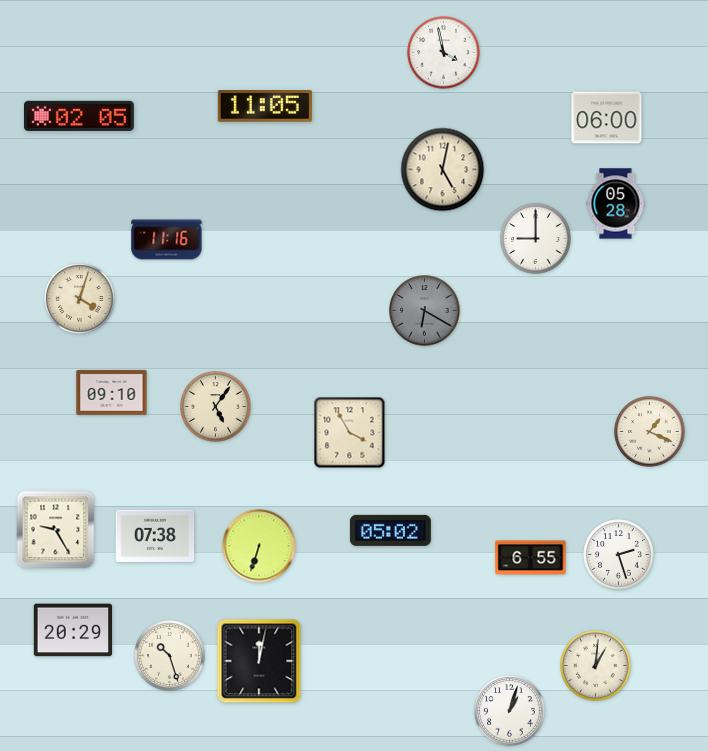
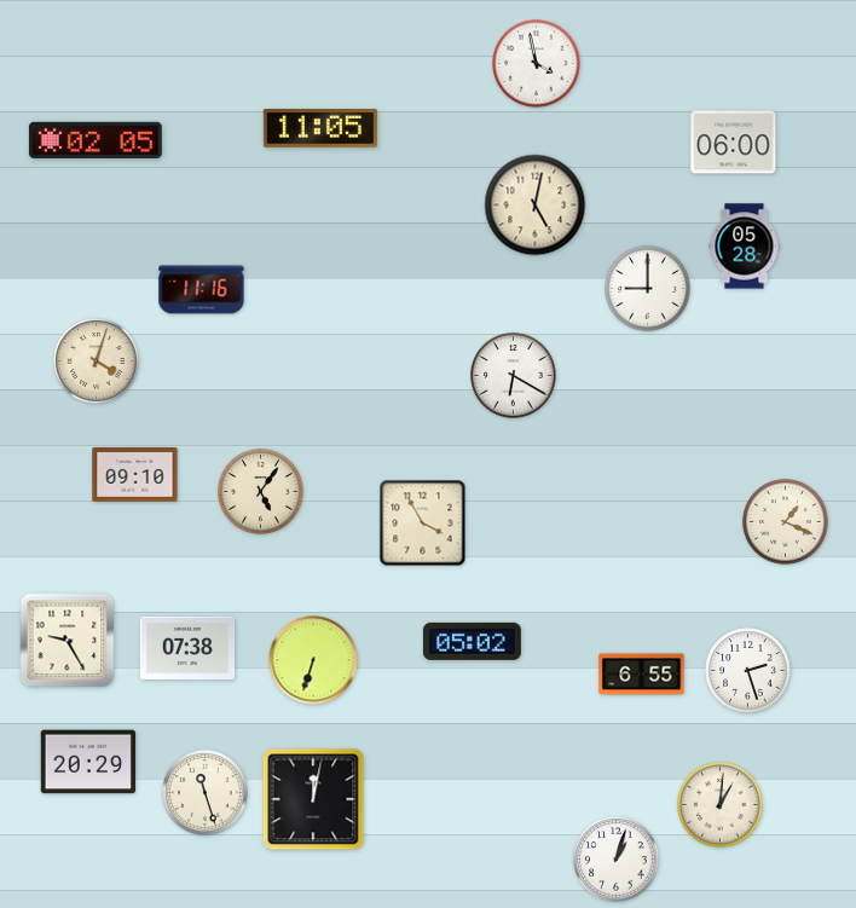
clock at (425, 311) dial: grey -> white
clock at (170, 656): 10:27 -> 11:27
